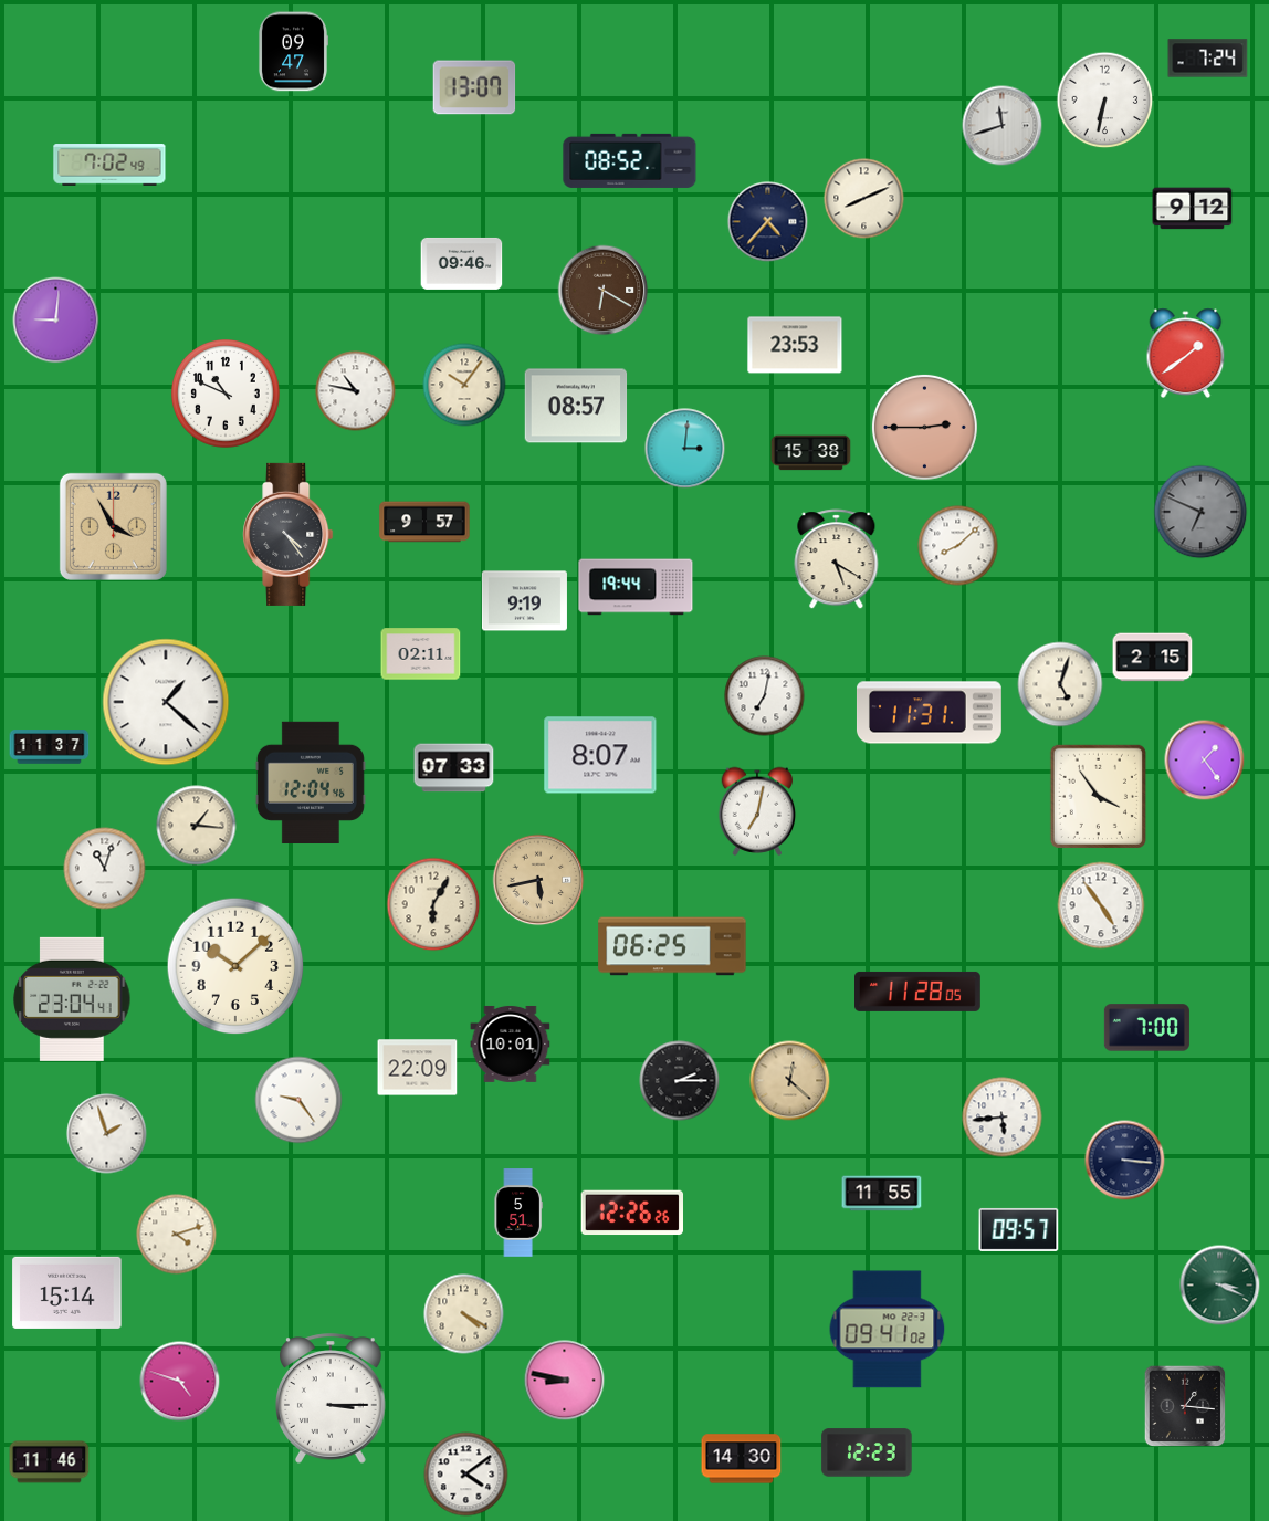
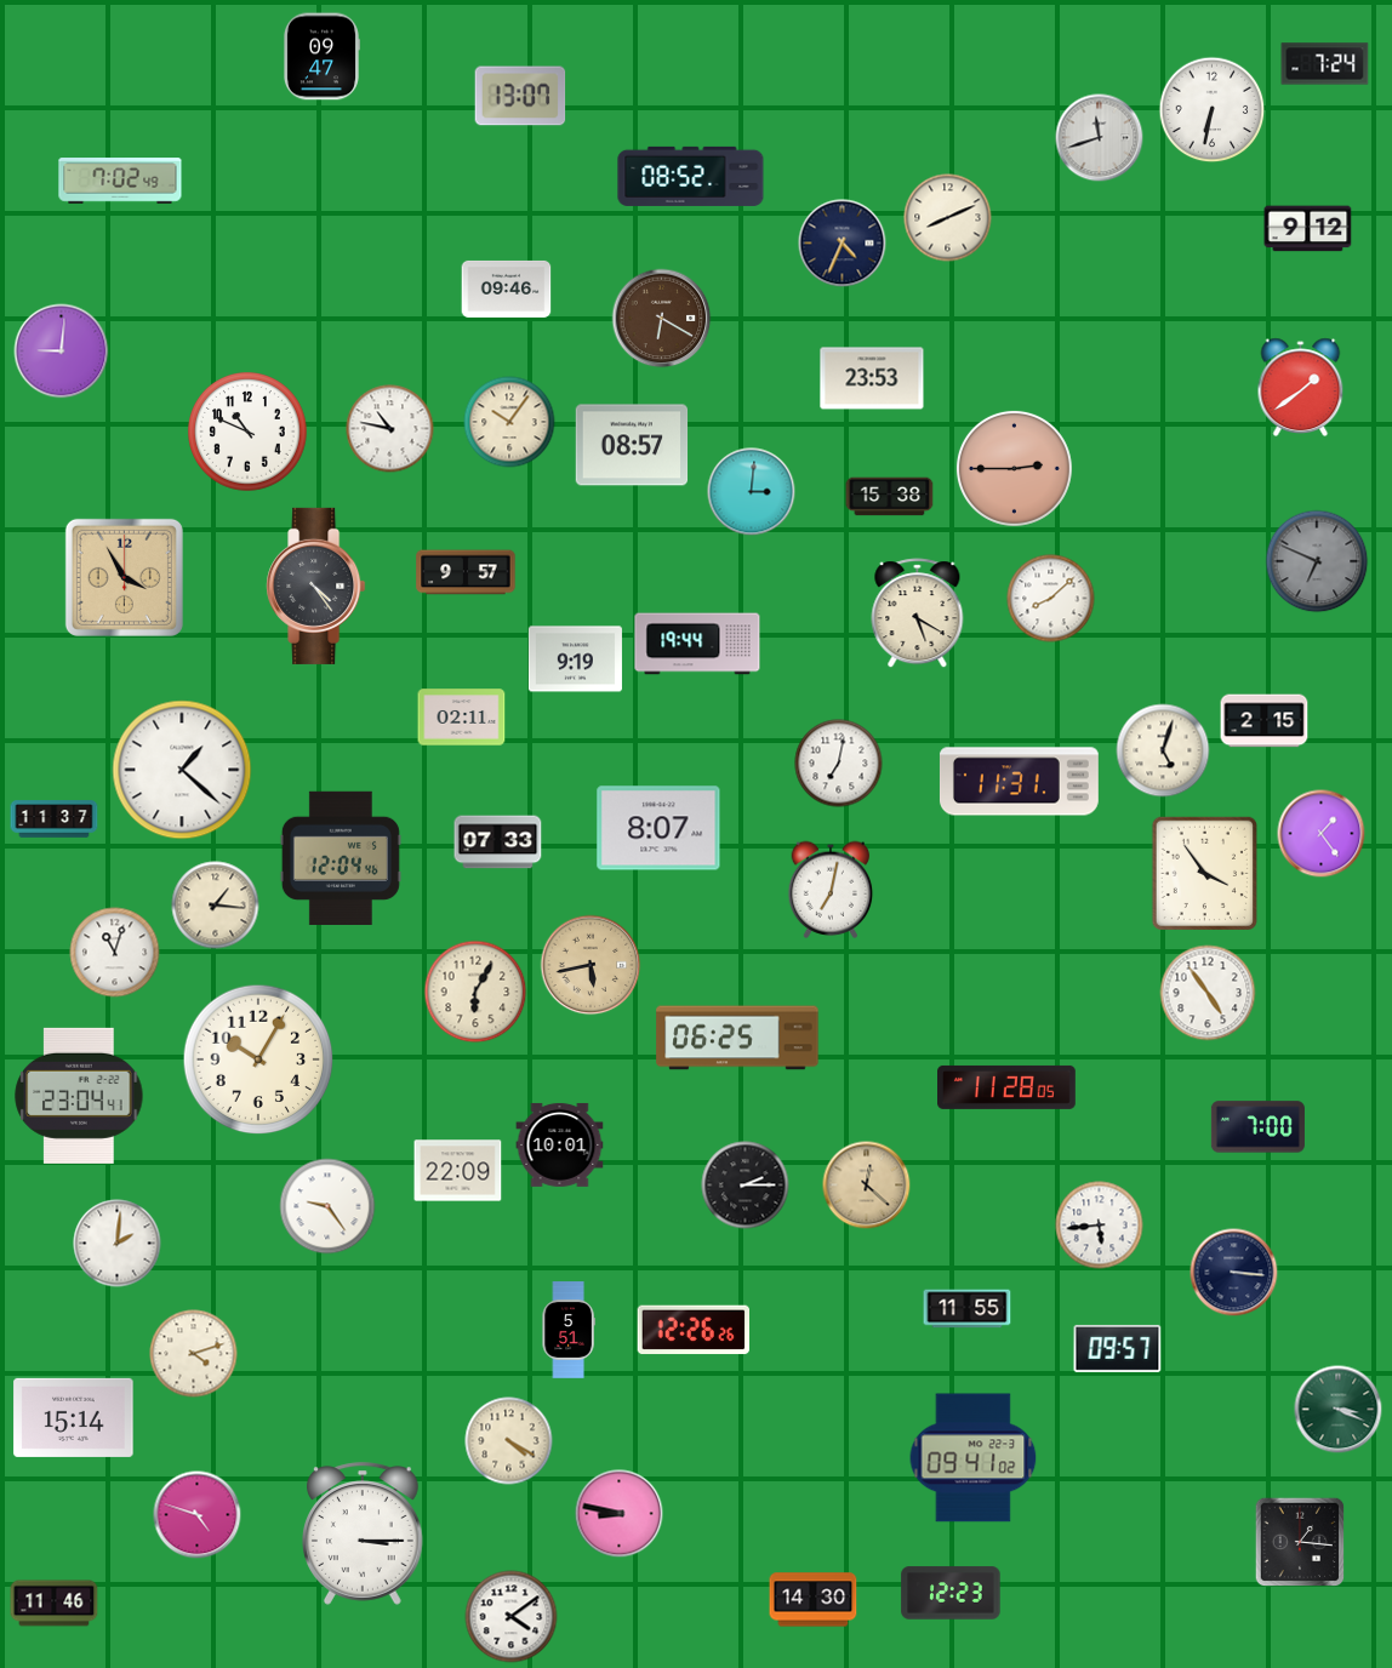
clock at (768, 222): 4:37 -> 4:34
clock at (235, 966): 10:08 -> 10:05
clock at (107, 1134): 1:57 -> 2:01
